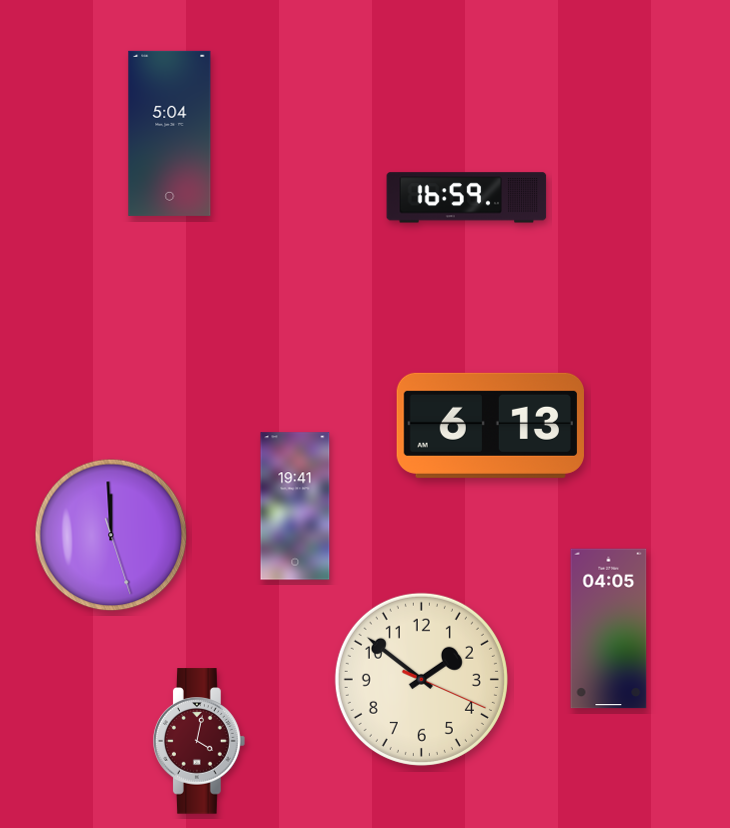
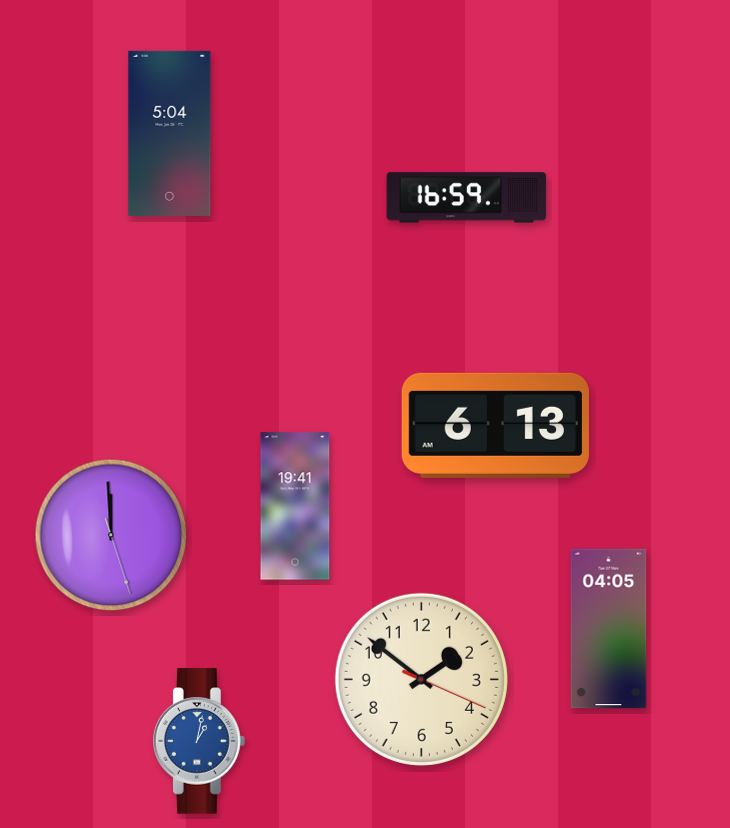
clock at (490, 425) position: (490, 425) -> (495, 425)
clock at (200, 741): 4:02 -> 1:02
clock at (200, 741) dial: burgundy -> blue
